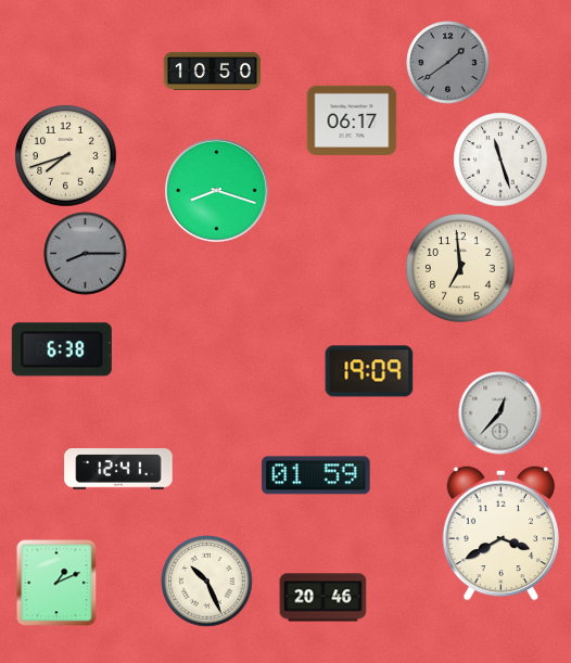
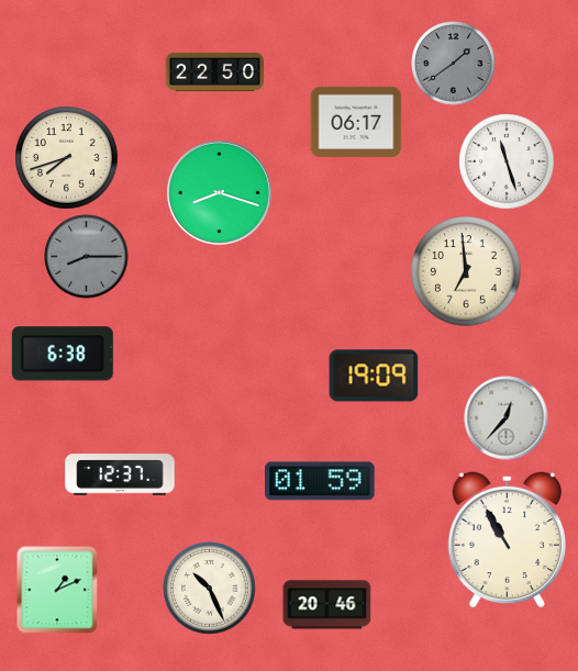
clock at (212, 71): 10:50 -> 22:50
clock at (118, 469): 12:41 -> 12:37
clock at (500, 533): 3:40 -> 10:55
